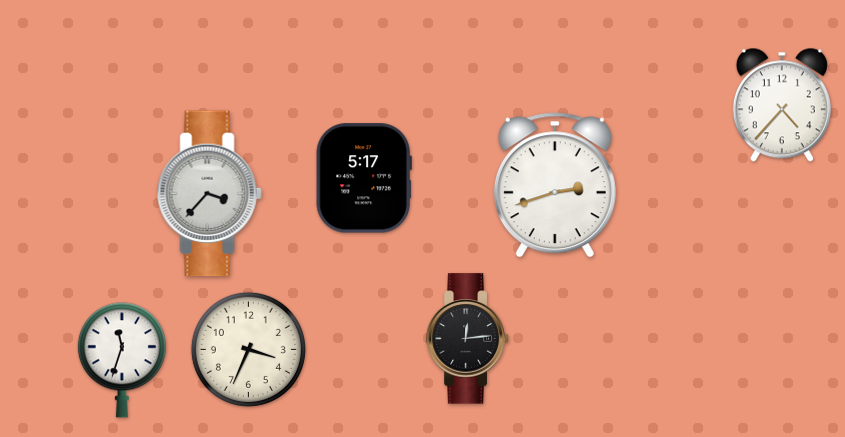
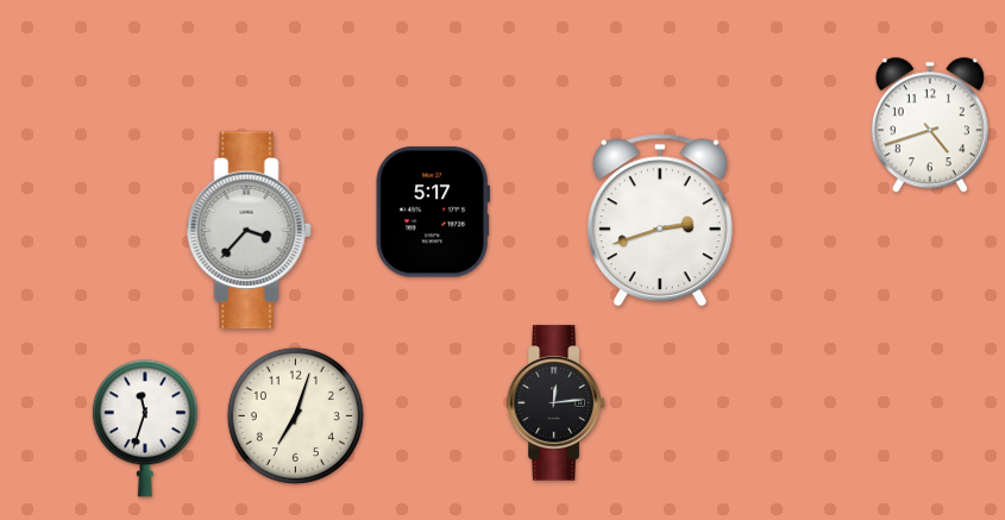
clock at (782, 105): 4:37 -> 4:42
clock at (248, 349): 3:34 -> 7:03
